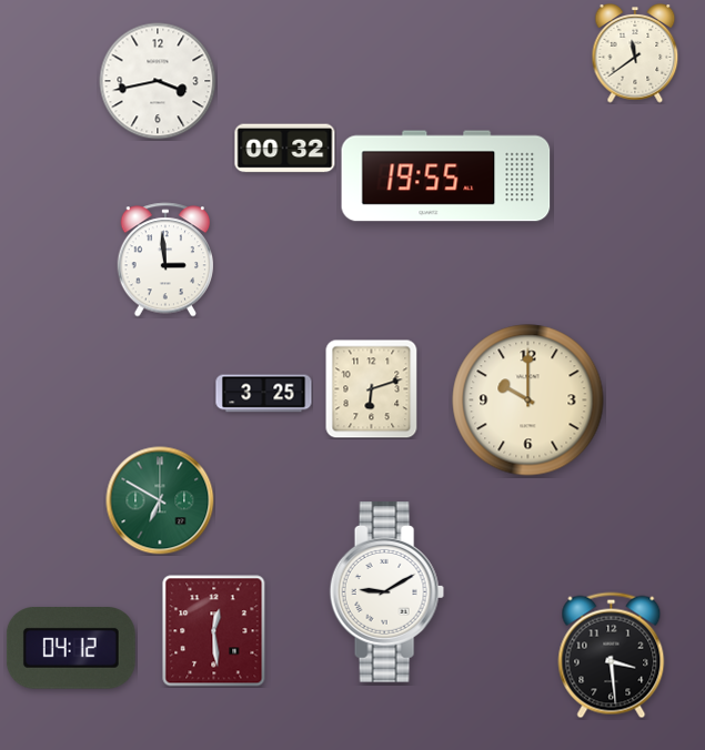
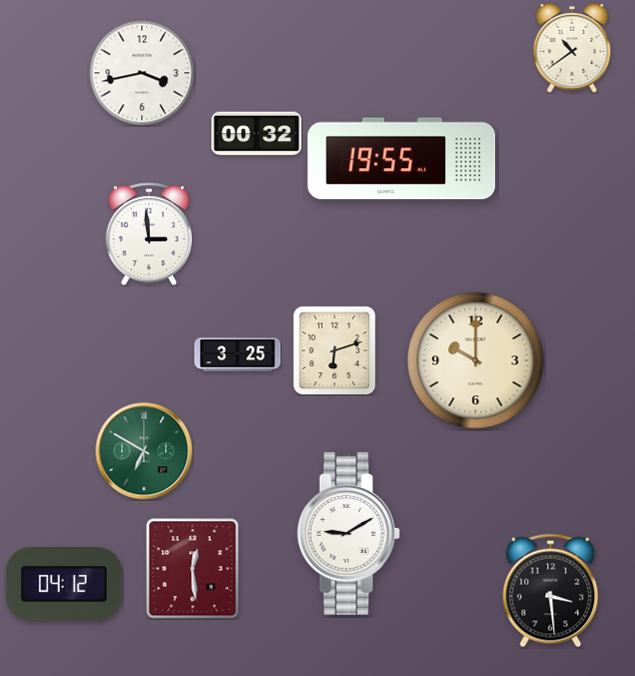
clock at (635, 53): 11:39 -> 10:39
